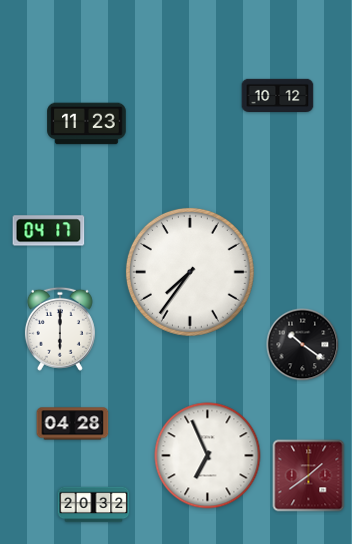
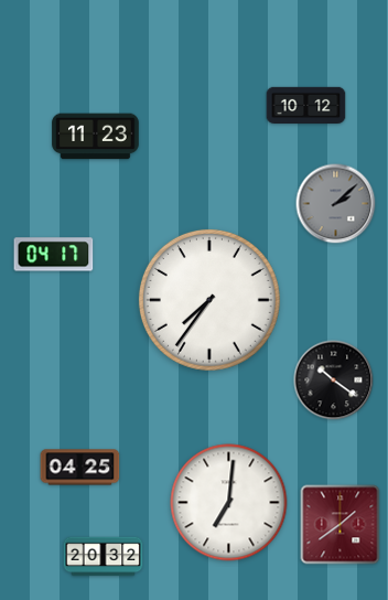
clock at (336, 204): none -> 2:08
clock at (60, 329): 6:00 -> none
clock at (73, 424): 04:28 -> 04:25
clock at (208, 456): 6:56 -> 7:01
